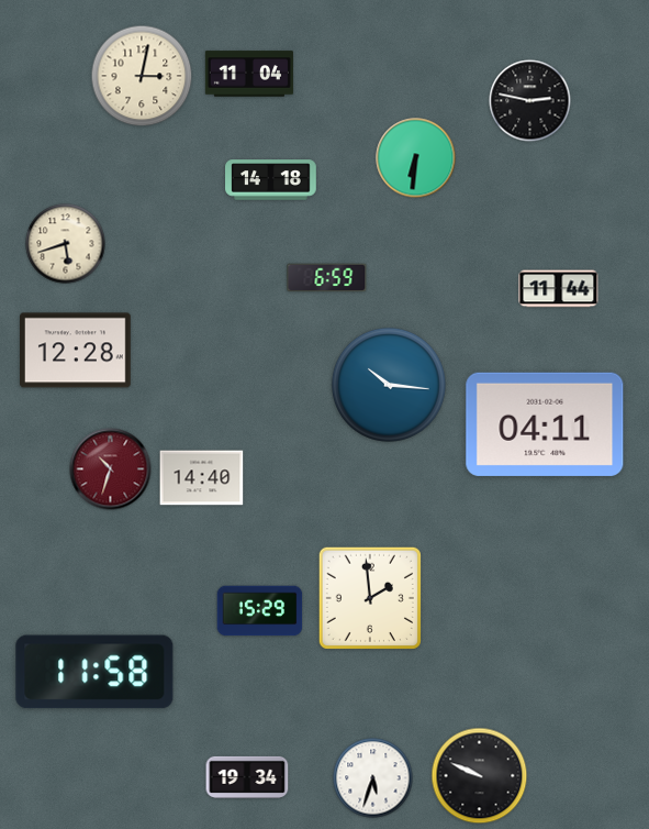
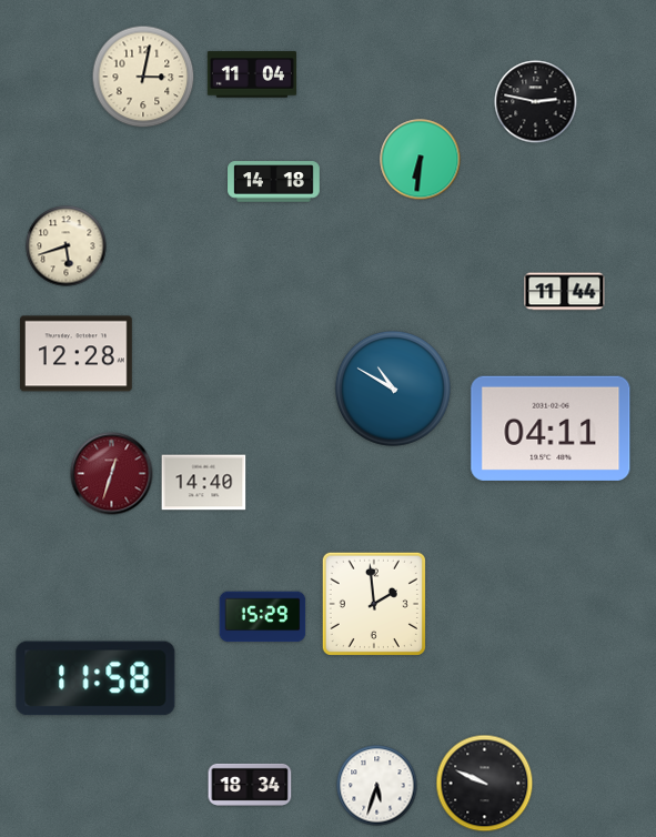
clock at (327, 278): 6:59 -> none
clock at (389, 385): 10:16 -> 10:50
clock at (111, 469): 10:33 -> 12:33
clock at (247, 777): 19:34 -> 18:34
